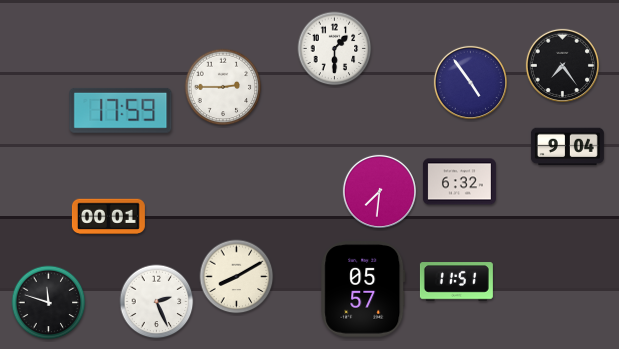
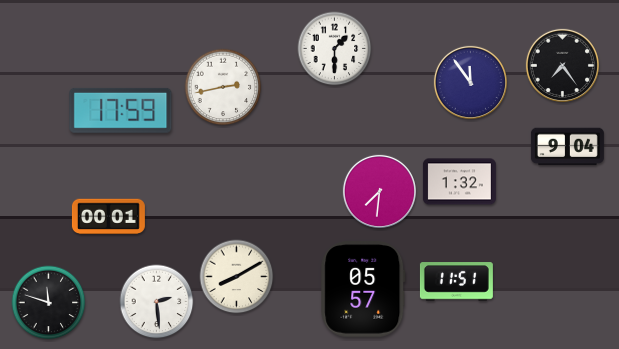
clock at (470, 82): 4:54 -> 11:54
clock at (223, 87): 2:45 -> 2:43
clock at (459, 182): 6:32 -> 1:32
clock at (157, 302): 2:26 -> 2:29
